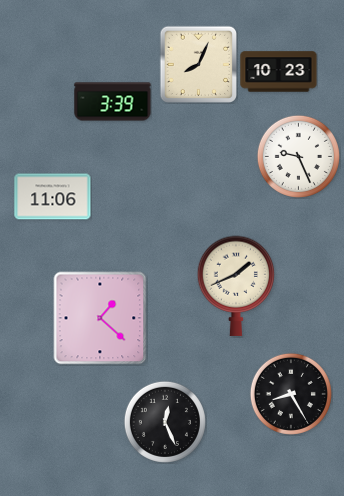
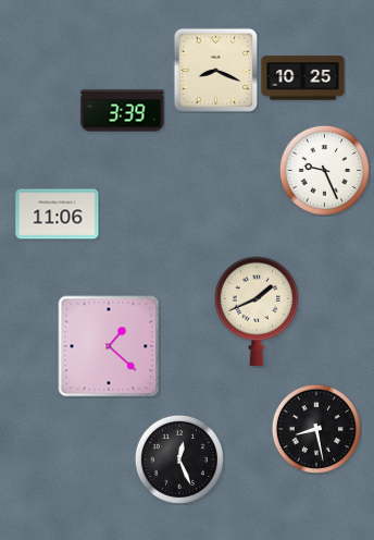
clock at (198, 64): 8:04 -> 8:19
clock at (279, 72): 10:23 -> 10:25
clock at (291, 394): 8:25 -> 8:28
